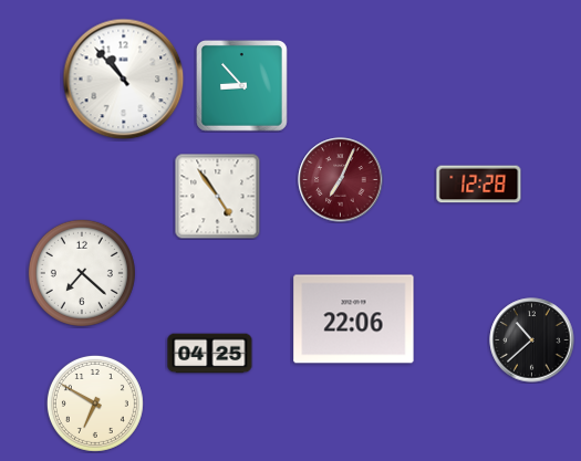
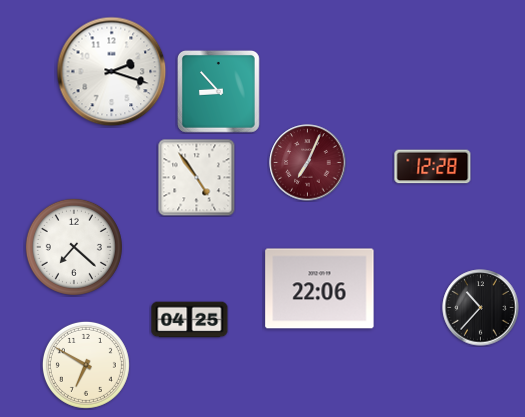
clock at (124, 80): 10:53 -> 2:18
clock at (241, 85) position: (241, 85) -> (218, 91)
clock at (532, 340): 10:38 -> 10:37
